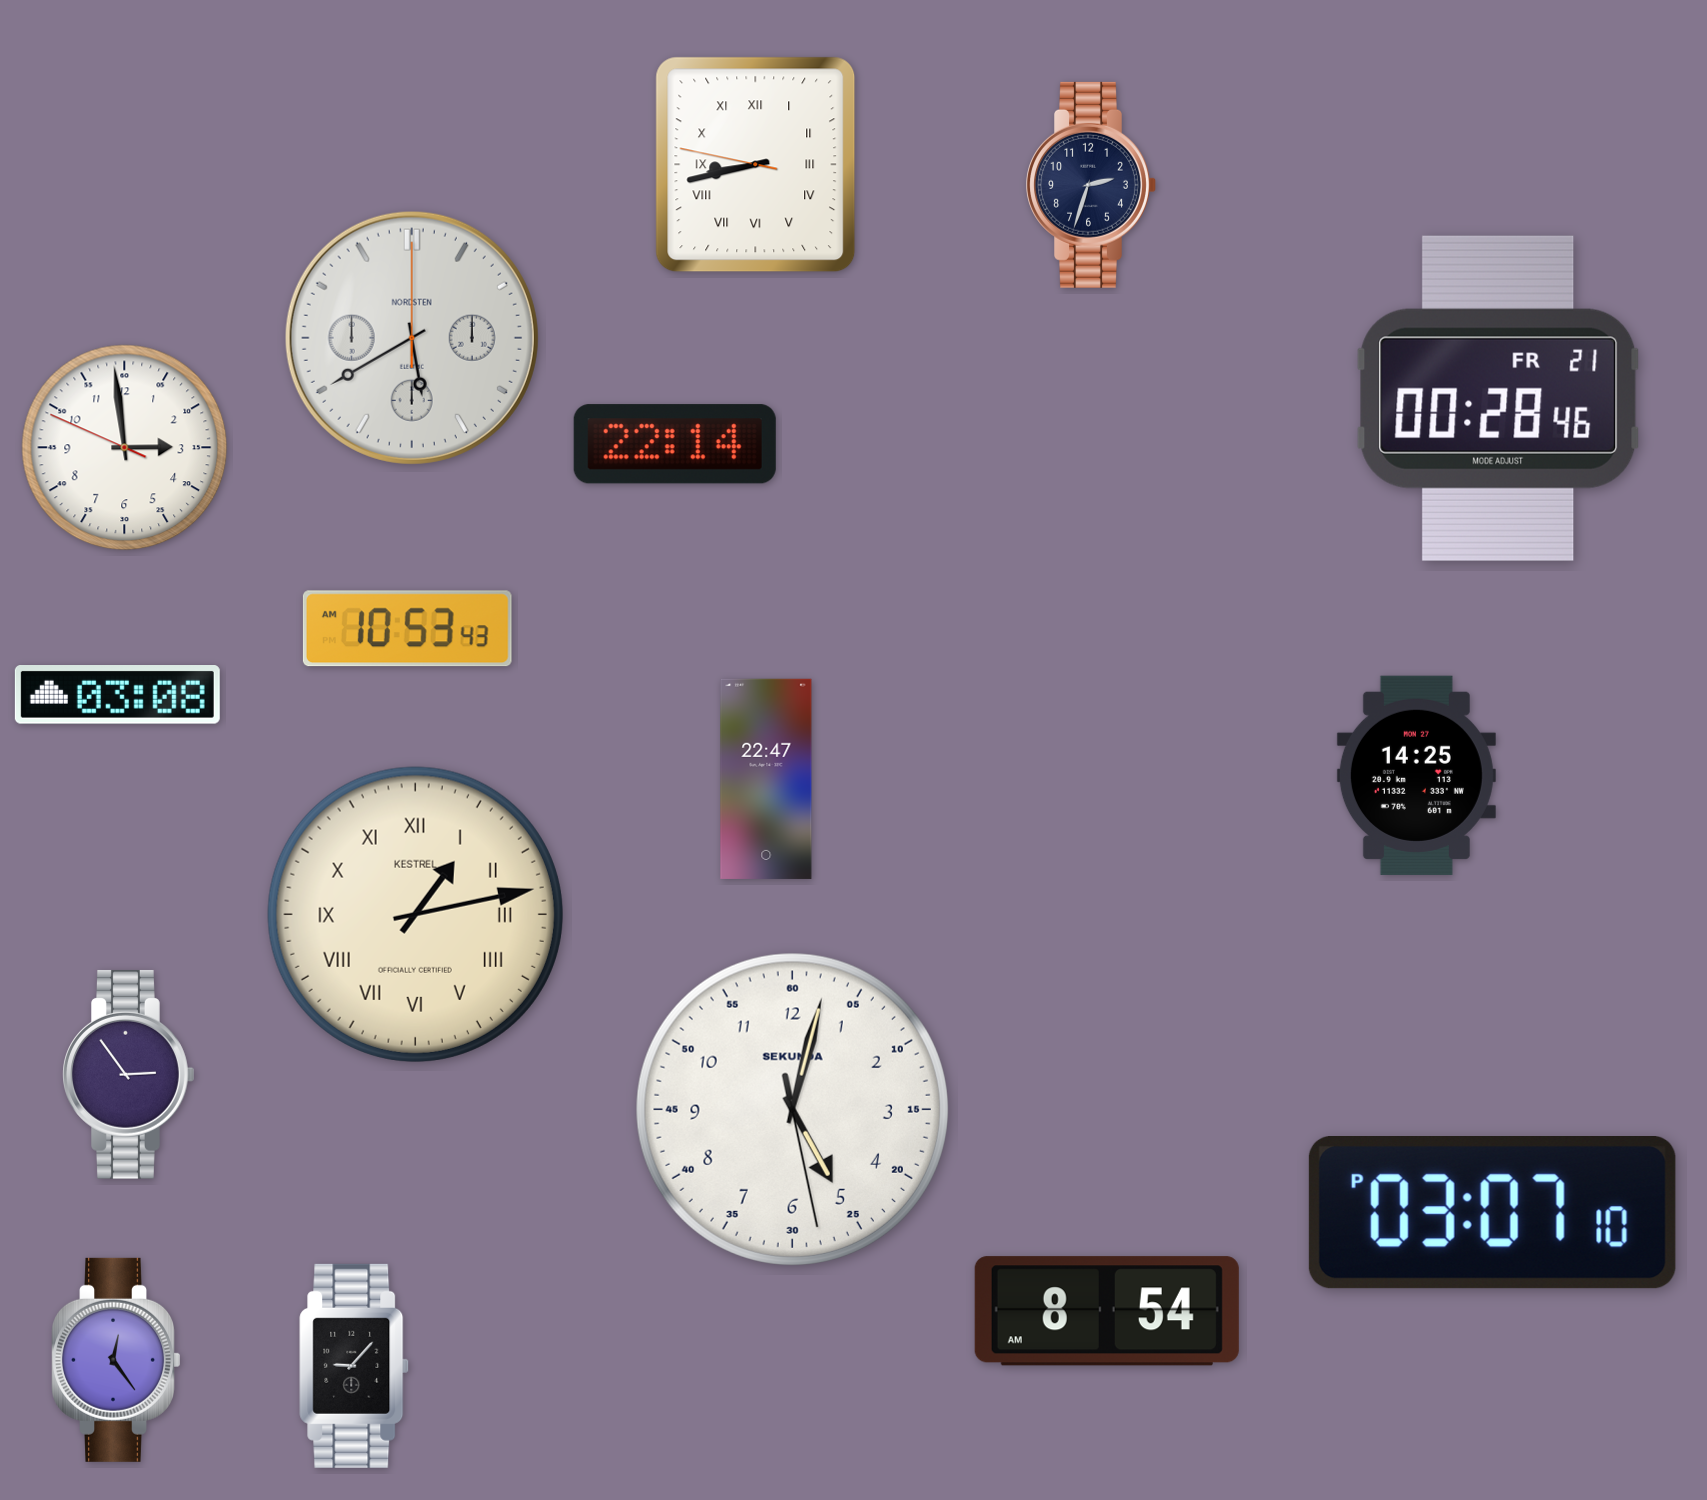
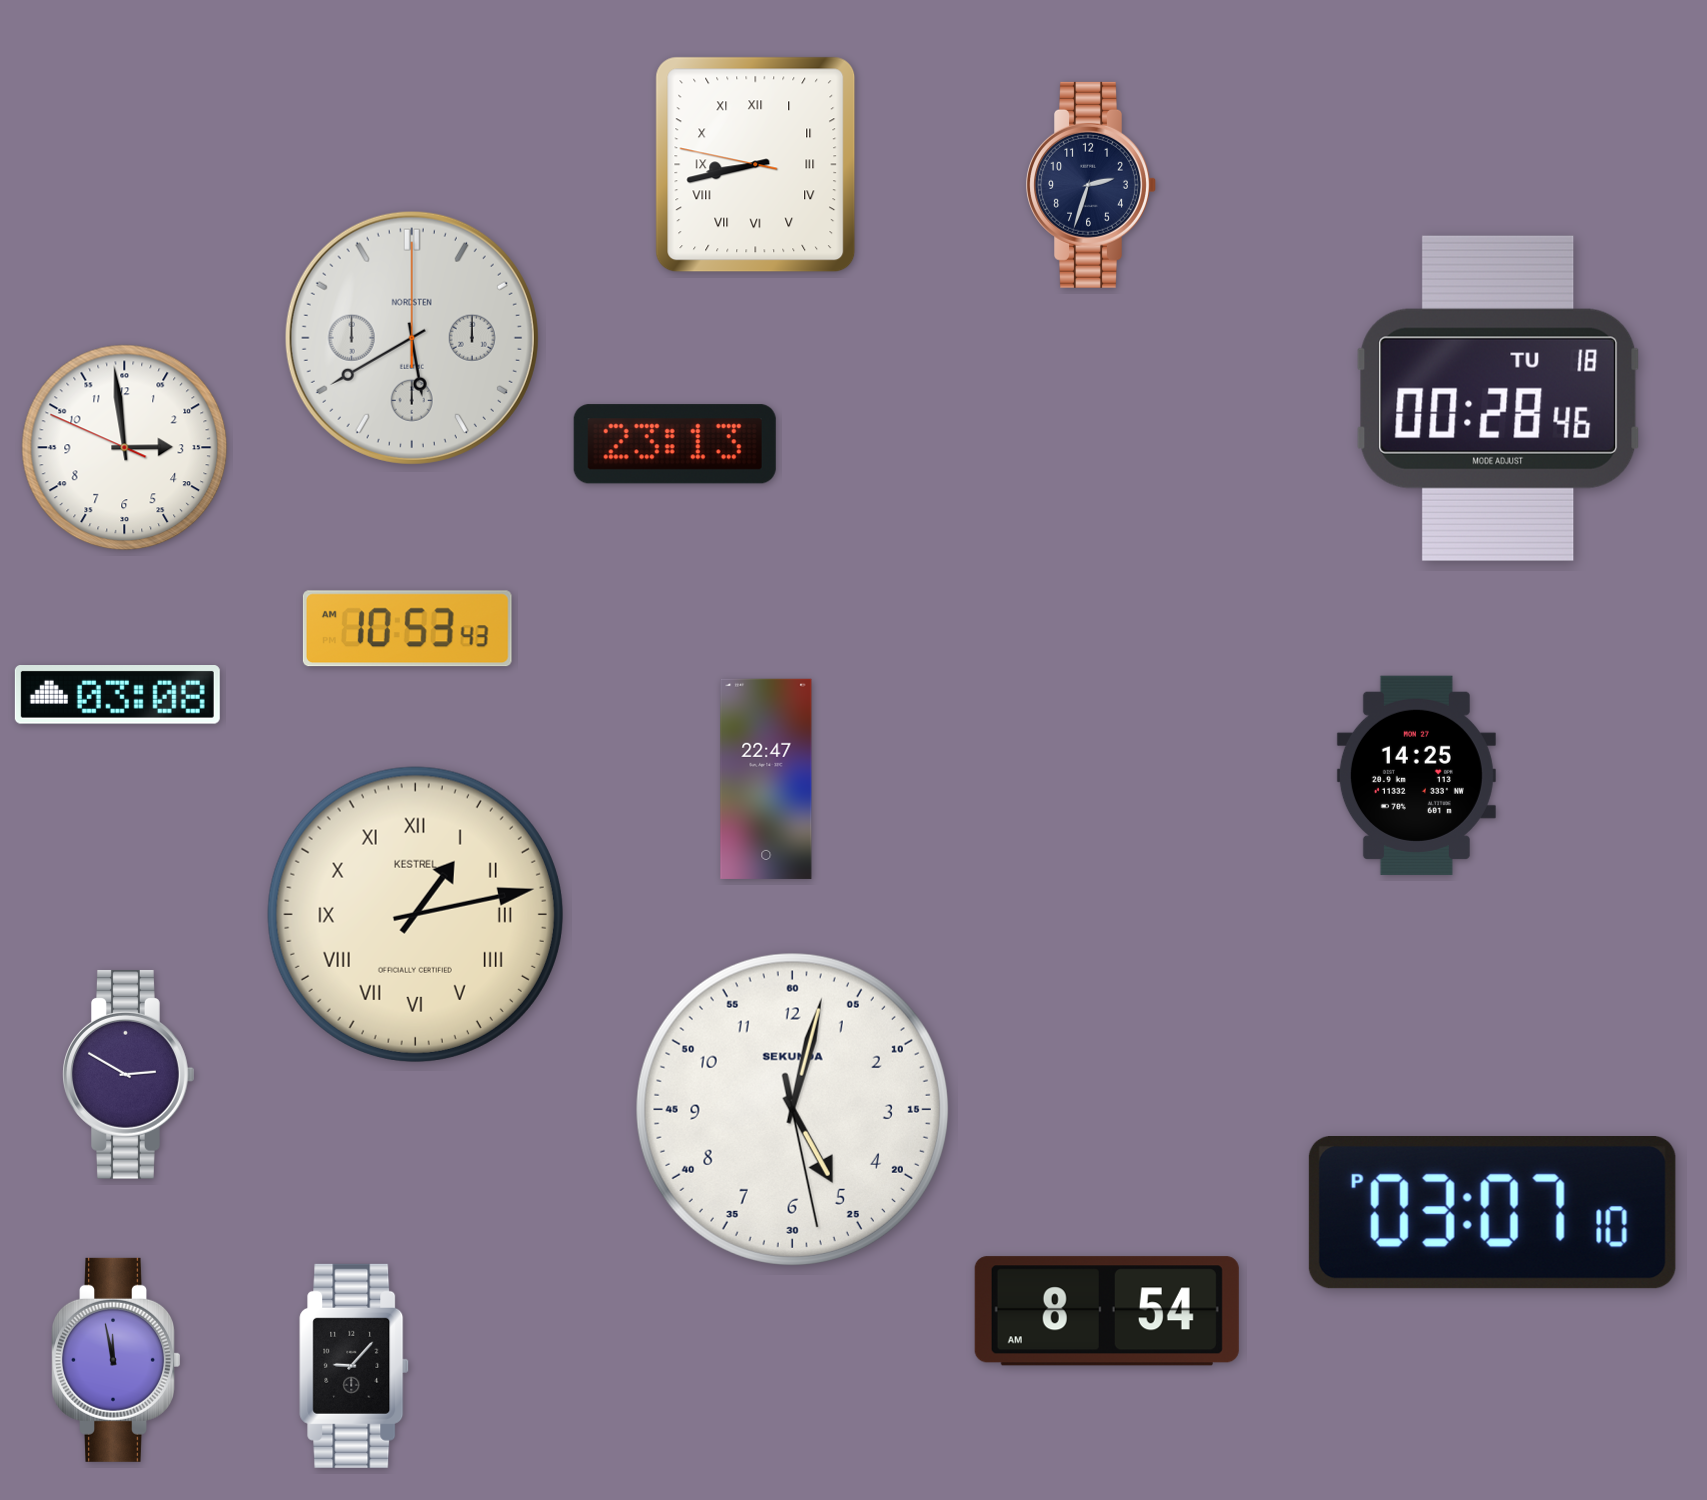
clock at (1499, 398) date: FR 21 -> TU 18
clock at (675, 444): 22:14 -> 23:13
clock at (129, 1074): 2:54 -> 2:50
clock at (115, 1360): 12:24 -> 11:58
